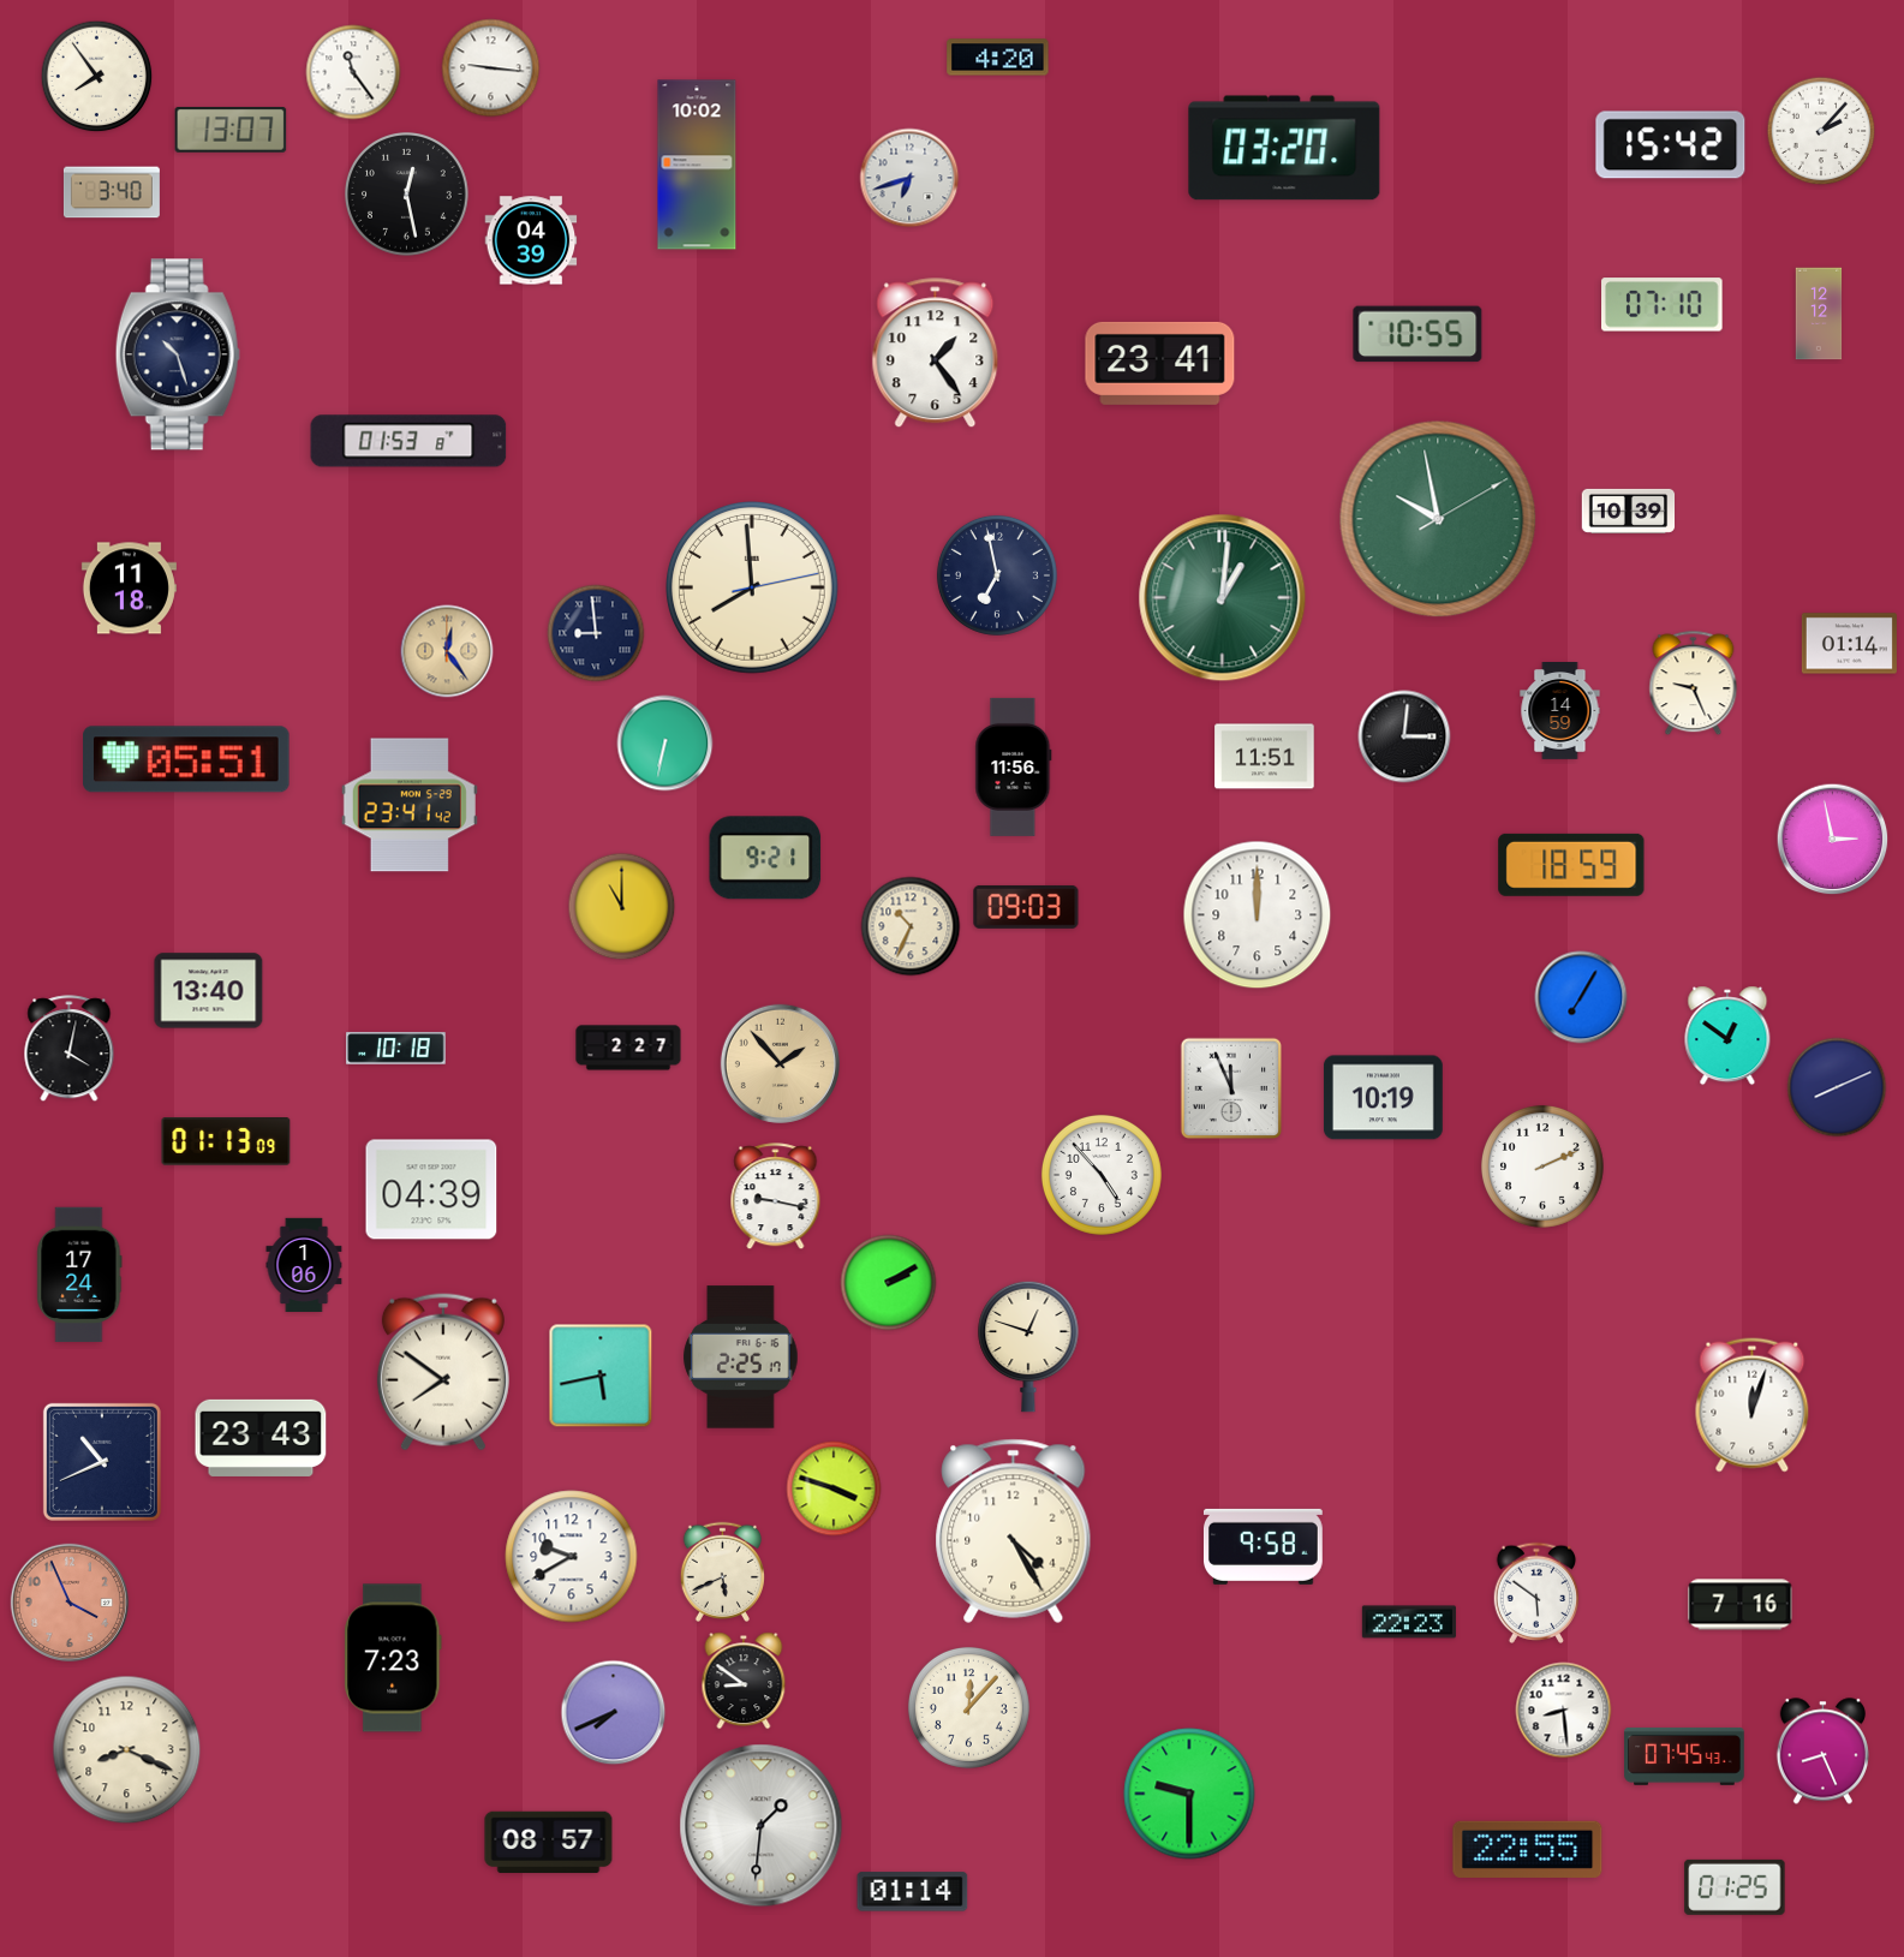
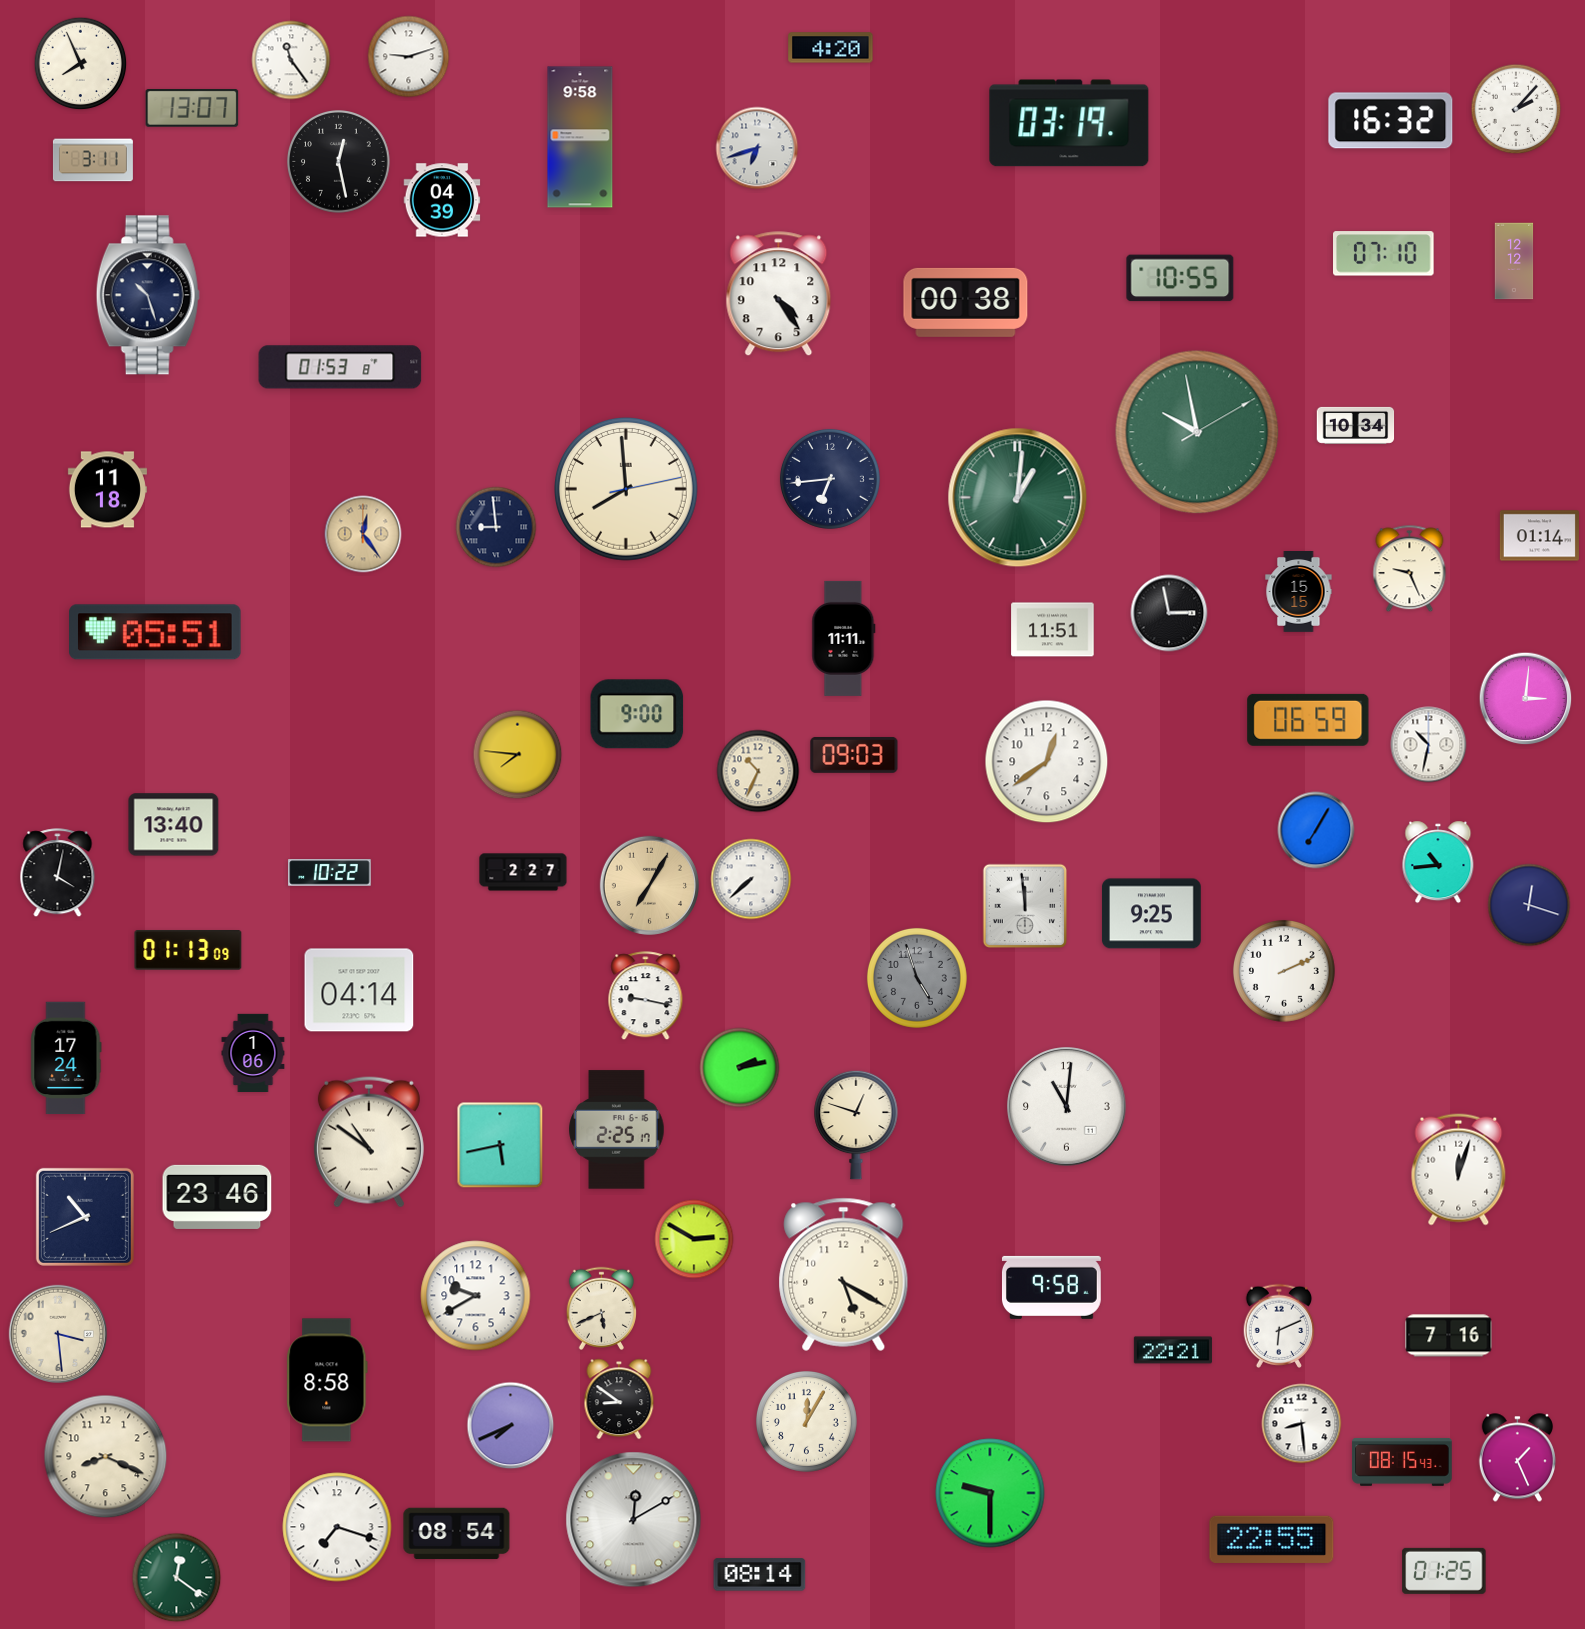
clock at (491, 68): 9:16 -> 9:12
clock at (353, 72) position: (353, 72) -> (291, 60)
clock at (97, 77): 7:54 -> 7:56
clock at (1671, 145): 15:42 -> 16:32
clock at (1284, 148): 03:20 -> 03:19
clock at (697, 165): 10:02 -> 9:58
clock at (112, 192): 3:40 -> 3:11
clock at (936, 353): 1:24 -> 4:24
clock at (1160, 363): 23:41 -> 00:38
clock at (1629, 511): 10:39 -> 10:34
clock at (997, 575): 6:58 -> 6:44
clock at (447, 651) position: (447, 651) -> (363, 534)
clock at (1560, 711): 14:59 -> 15:15
clock at (1404, 736): 3:01 -> 2:58
clock at (665, 744): 6:32 -> none
clock at (1014, 766): 11:56 -> 11:11
clock at (410, 805): 23:41 -> none
clock at (1833, 840): 2:58 -> 3:01
clock at (765, 858): 9:21 -> 9:00
clock at (1571, 865): 18:59 -> 06:59
clock at (1429, 745): none -> 10:32
clock at (622, 907): 11:00 -> 7:46
clock at (1258, 915): 12:00 -> 12:39
clock at (1727, 1036): 12:51 -> 10:44
clock at (396, 1049): 10:18 -> 10:22
clock at (751, 879): none -> 7:38
clock at (780, 1063): 1:53 -> 7:05
clock at (1837, 1087): 8:11 -> 12:18
clock at (1231, 1088): 11:56 -> 11:59
clock at (1383, 1098): 10:19 -> 9:25
clock at (1102, 1175): 4:53 -> 4:57
clock at (1102, 1175) dial: white -> grey
clock at (431, 1189): 04:39 -> 04:14
clock at (79, 1275) position: (79, 1275) -> (66, 1058)
clock at (889, 1283): 2:10 -> 2:13
clock at (1067, 1107): none -> 11:01
clock at (1028, 1347) position: (1028, 1347) -> (856, 1125)
clock at (443, 1372): 7:51 -> 10:51
clock at (261, 1438): 23:43 -> 23:46
clock at (834, 1488): 3:48 -> 2:50
clock at (1014, 1531): 4:25 -> 5:20
clock at (1536, 1593): 5:51 -> 6:11
clock at (68, 1601): 3:56 -> 3:29
clock at (68, 1601) dial: salmon -> cream
clock at (1409, 1622): 22:23 -> 22:21
clock at (393, 1658): 7:23 -> 8:58
clock at (968, 1707): 12:07 -> 12:05
clock at (1822, 1752): 8:26 -> 1:26
clock at (1684, 1756): 07:45 -> 08:15
clock at (762, 1826): 1:31 -> 12:10
clock at (337, 1527): none -> 7:18
clock at (549, 1843): 08:57 -> 08:54
clock at (913, 1892): 01:14 -> 08:14
clock at (177, 1578): none -> 12:21
